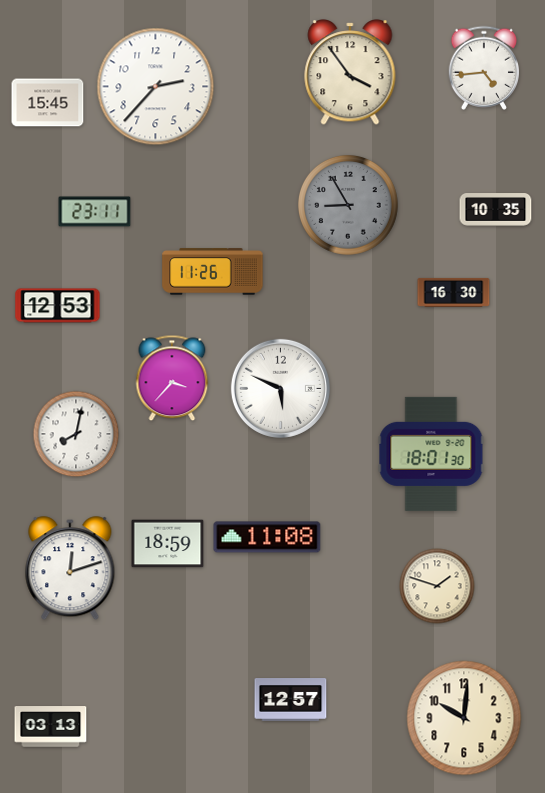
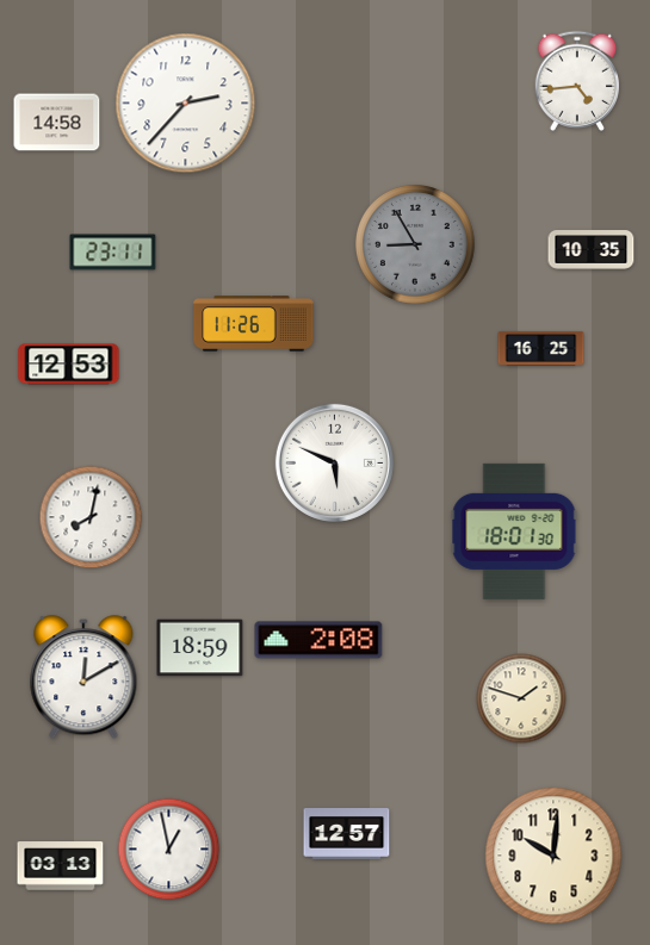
clock at (350, 72): 3:54 -> none
clock at (48, 103): 15:45 -> 14:58
clock at (454, 292): 16:30 -> 16:25
clock at (172, 378): 3:37 -> none
clock at (431, 454) position: (431, 454) -> (514, 531)
clock at (267, 537): 11:08 -> 2:08
clock at (70, 569): 12:12 -> 12:10
clock at (169, 850): none -> 12:58
